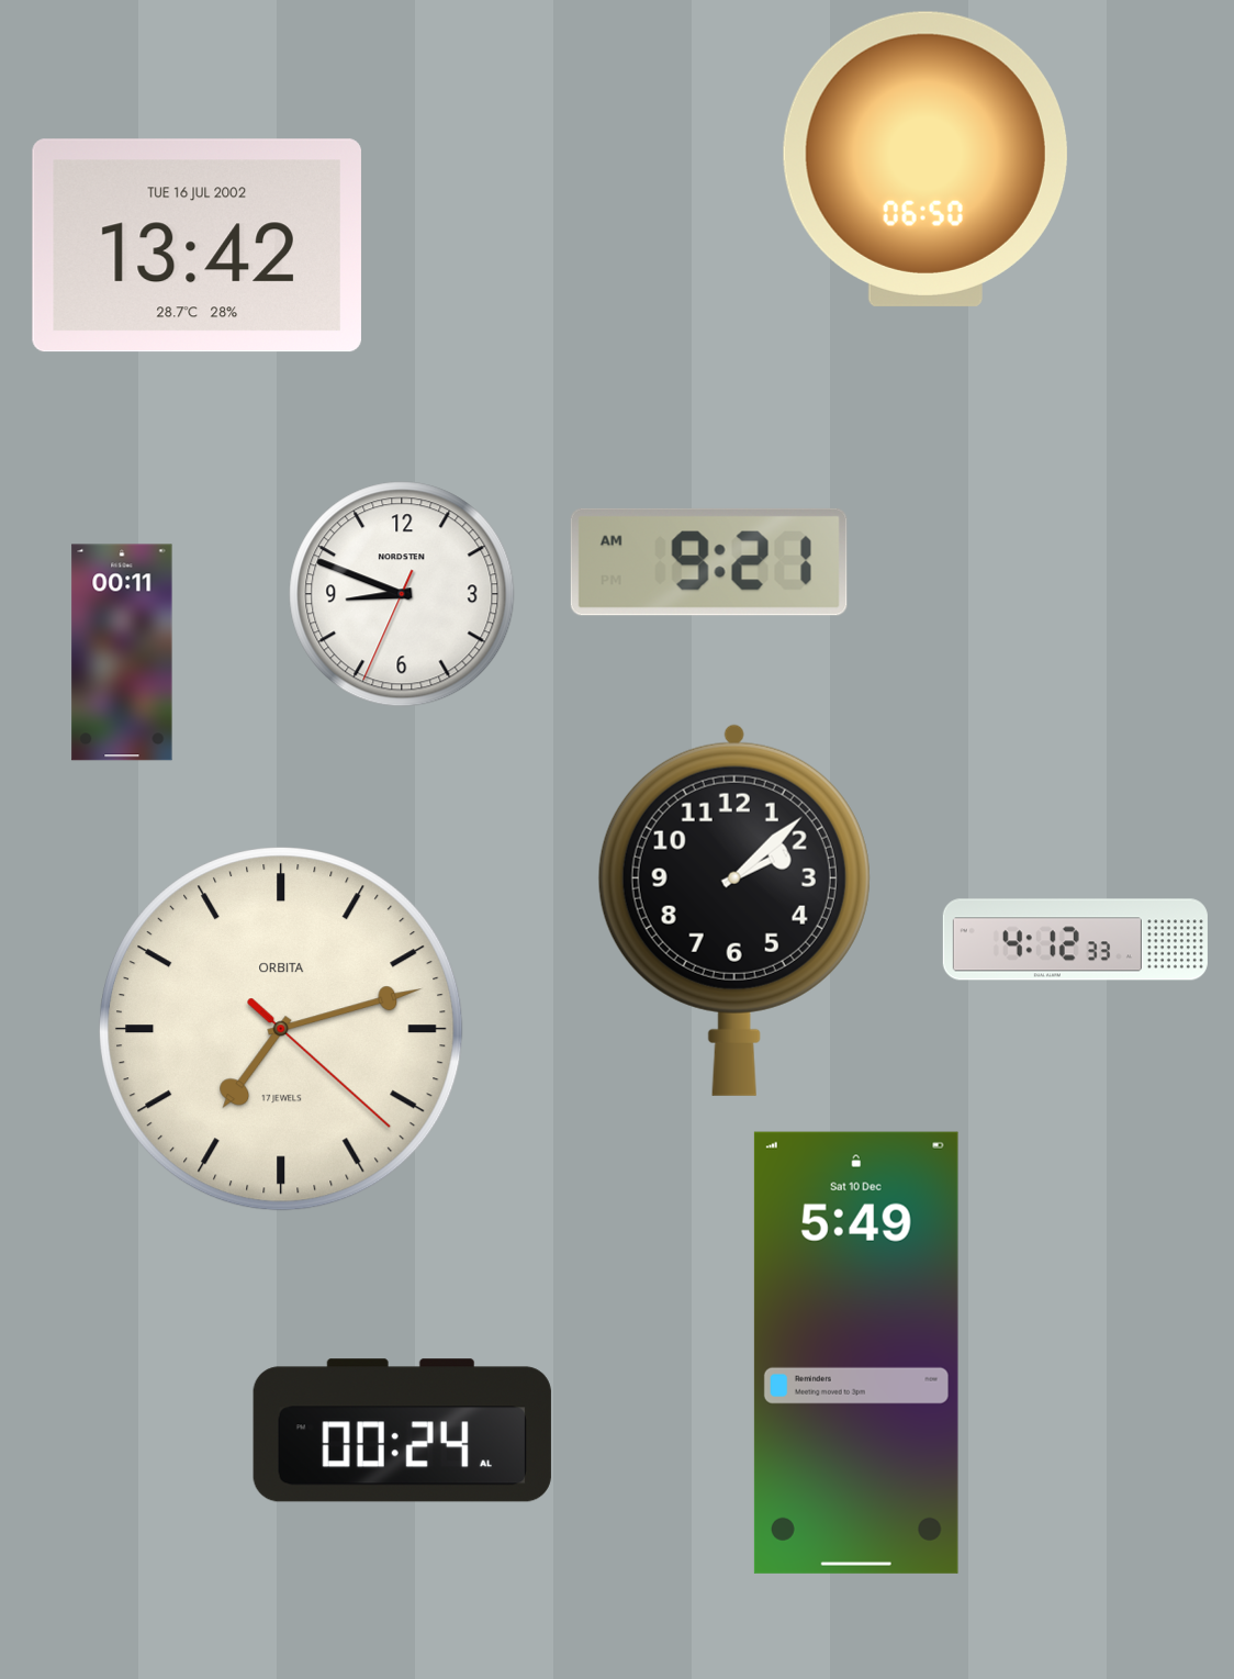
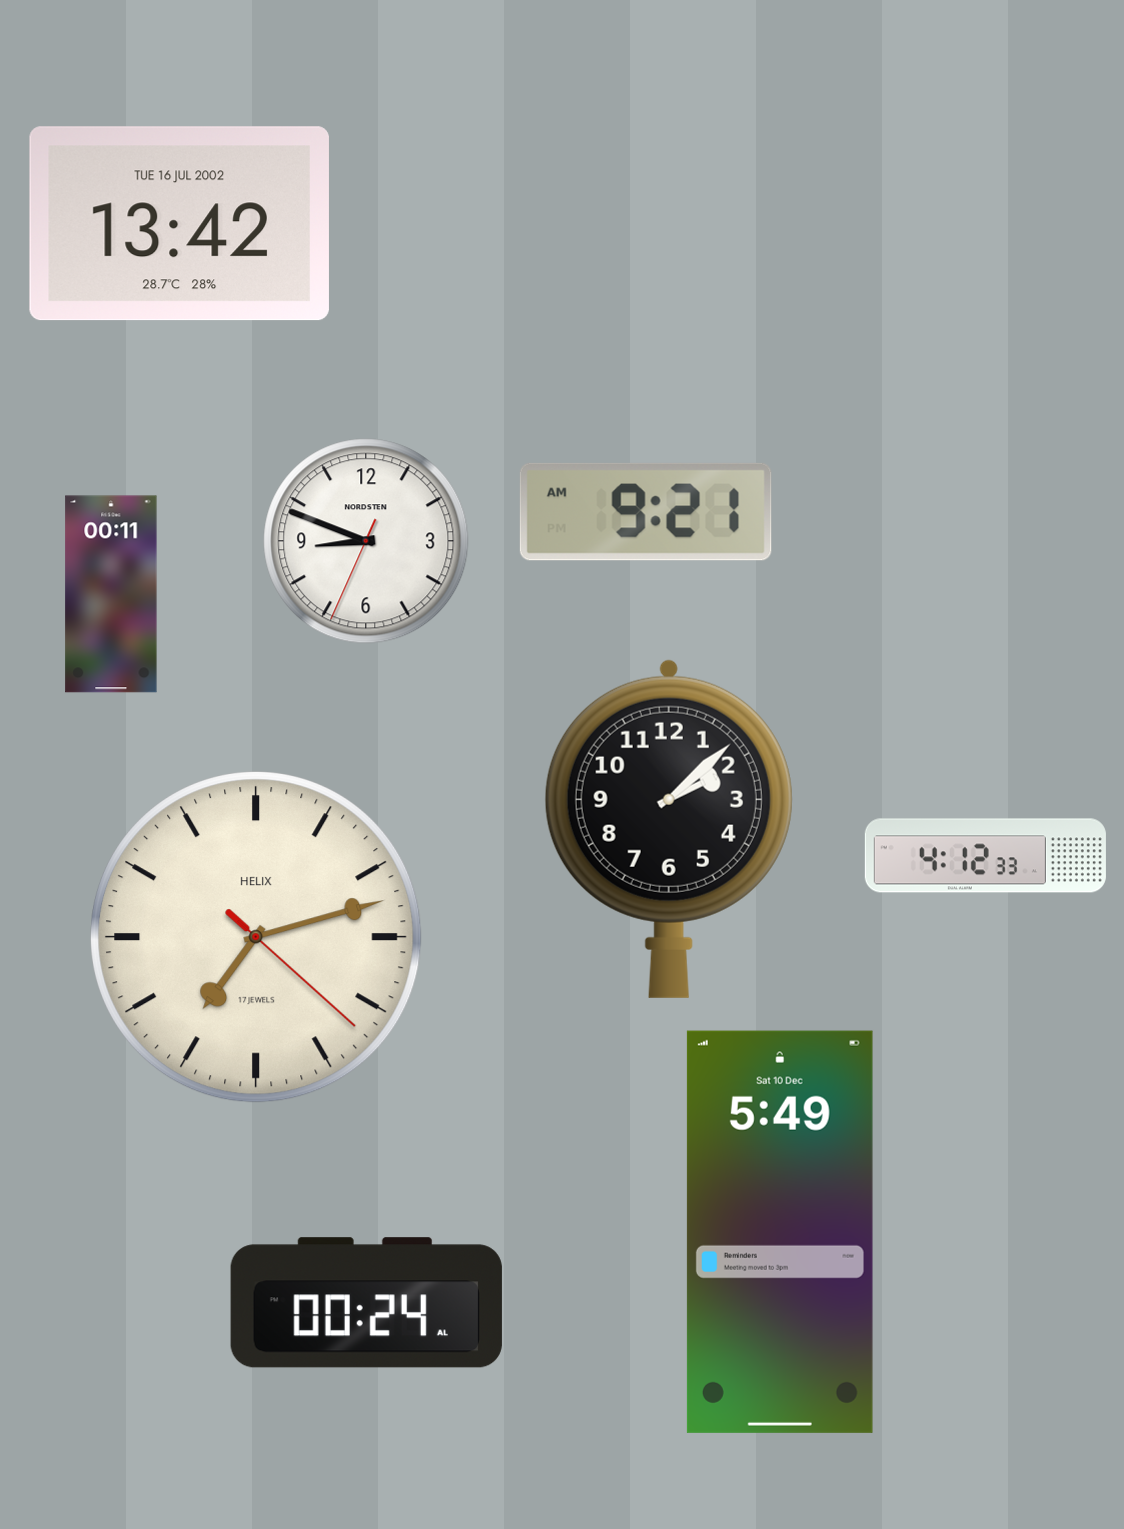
clock at (926, 159): 06:50 -> none
clock at (1075, 940) position: (1075, 940) -> (985, 856)
clock at (281, 1029) brand: ORBITA -> HELIX
